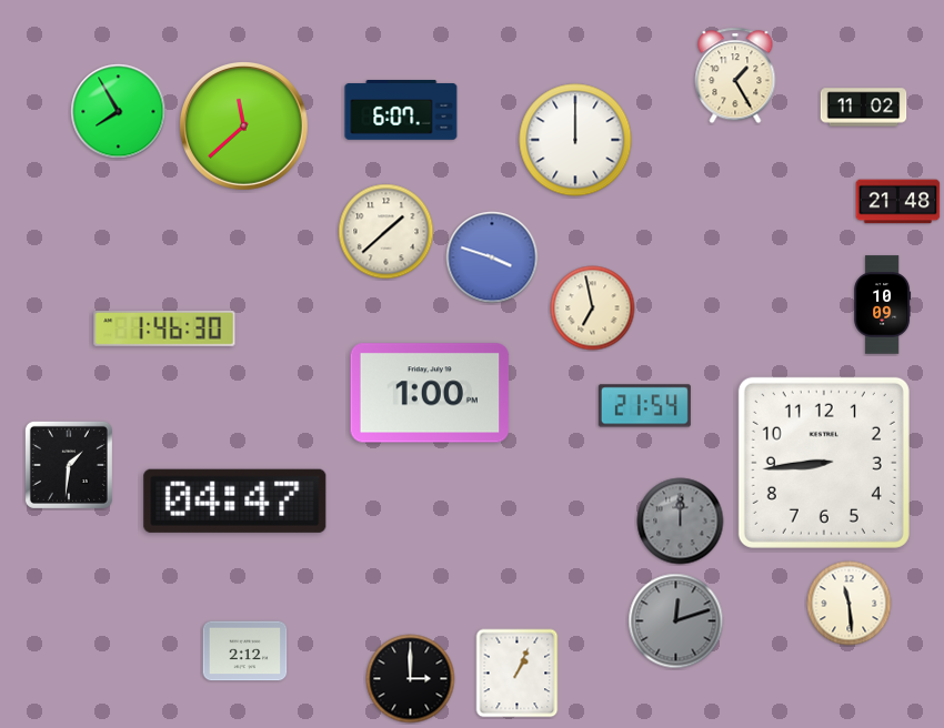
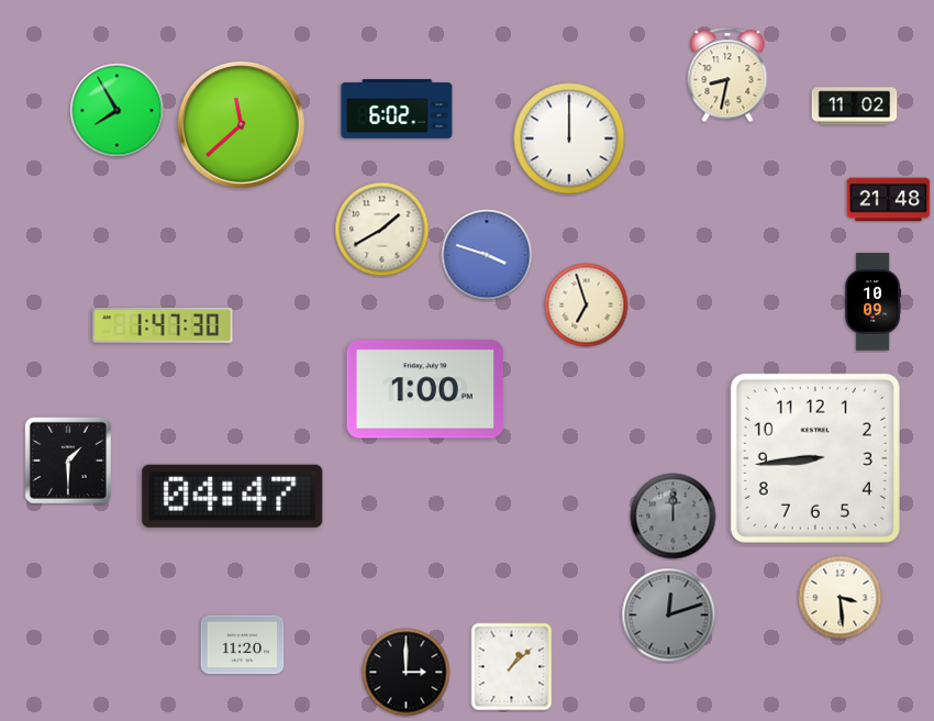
clock at (735, 75): 1:25 -> 8:32
clock at (401, 111): 6:07 -> 6:02
clock at (386, 232): 1:38 -> 1:40
clock at (593, 309): 6:58 -> 6:57
clock at (164, 328): 1:46 -> 1:47
clock at (644, 406): 21:54 -> none
clock at (69, 465): 1:31 -> 1:30
clock at (850, 604): 11:29 -> 3:29
clock at (245, 651): 2:12 -> 11:20
clock at (518, 674): 1:04 -> 1:08
